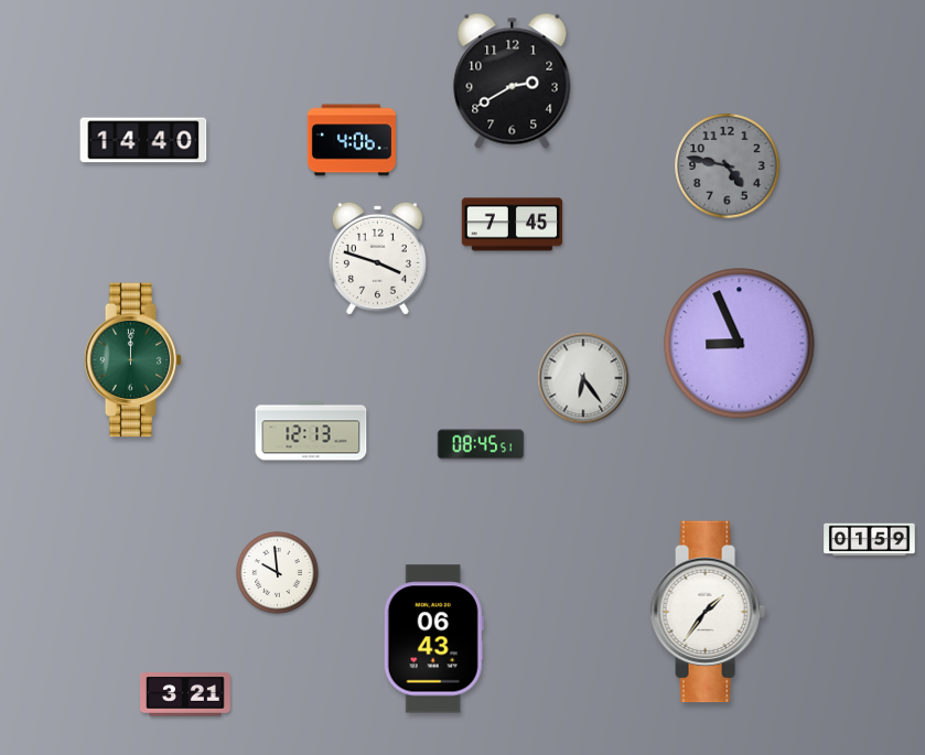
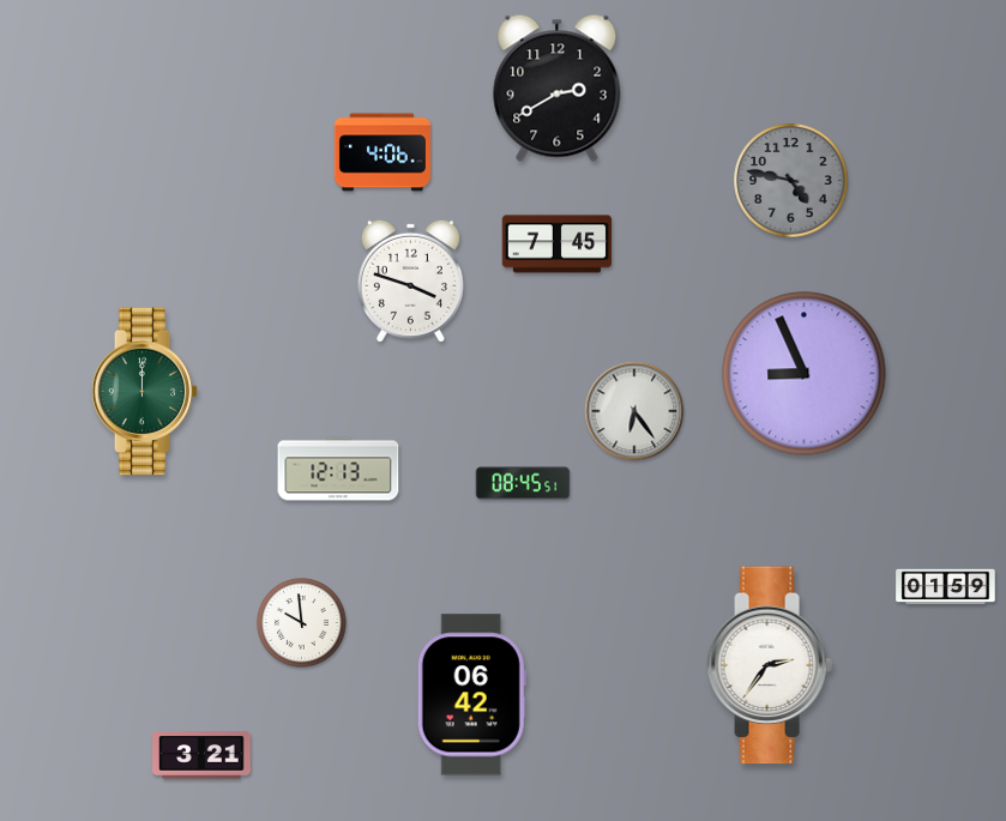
clock at (143, 140): 14:40 -> none
clock at (708, 612): 1:36 -> 2:36
clock at (433, 639): 06:43 -> 06:42
